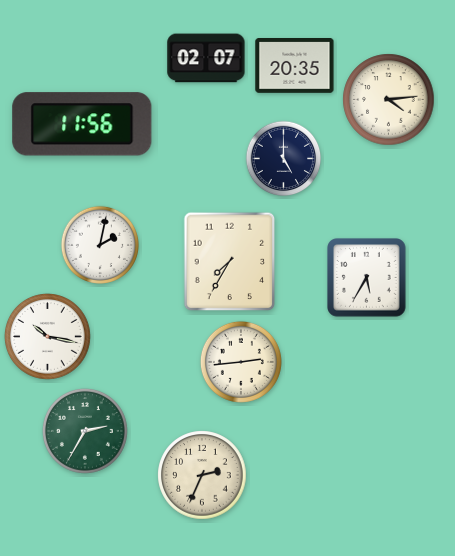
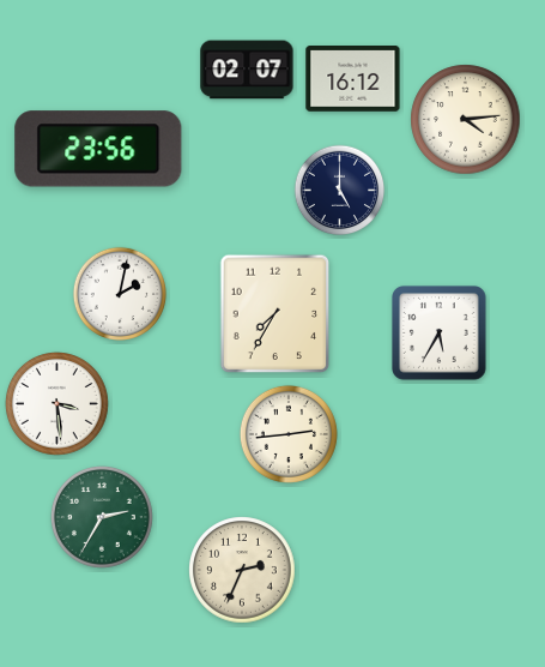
clock at (295, 66): 20:35 -> 16:12
clock at (82, 124): 11:56 -> 23:56
clock at (48, 337): 10:17 -> 3:29
